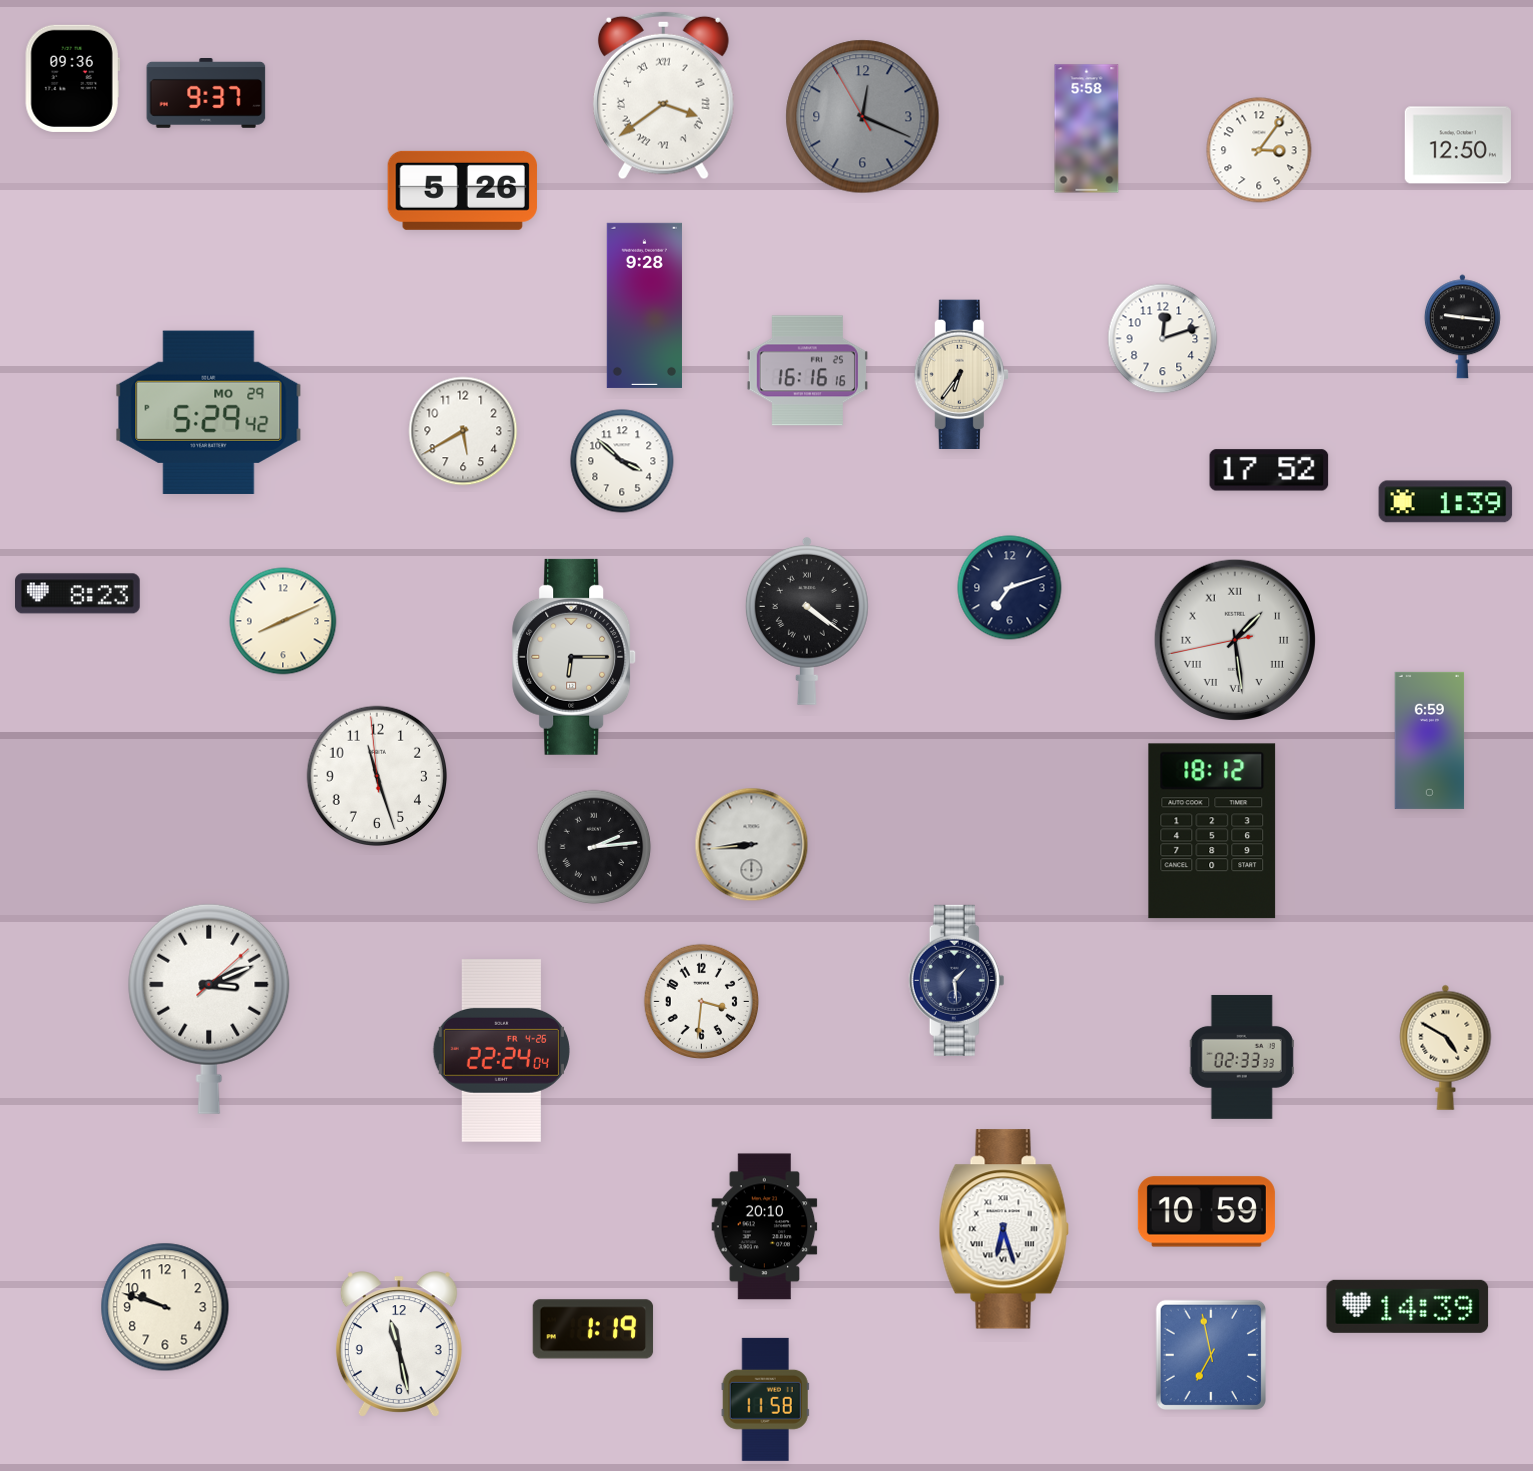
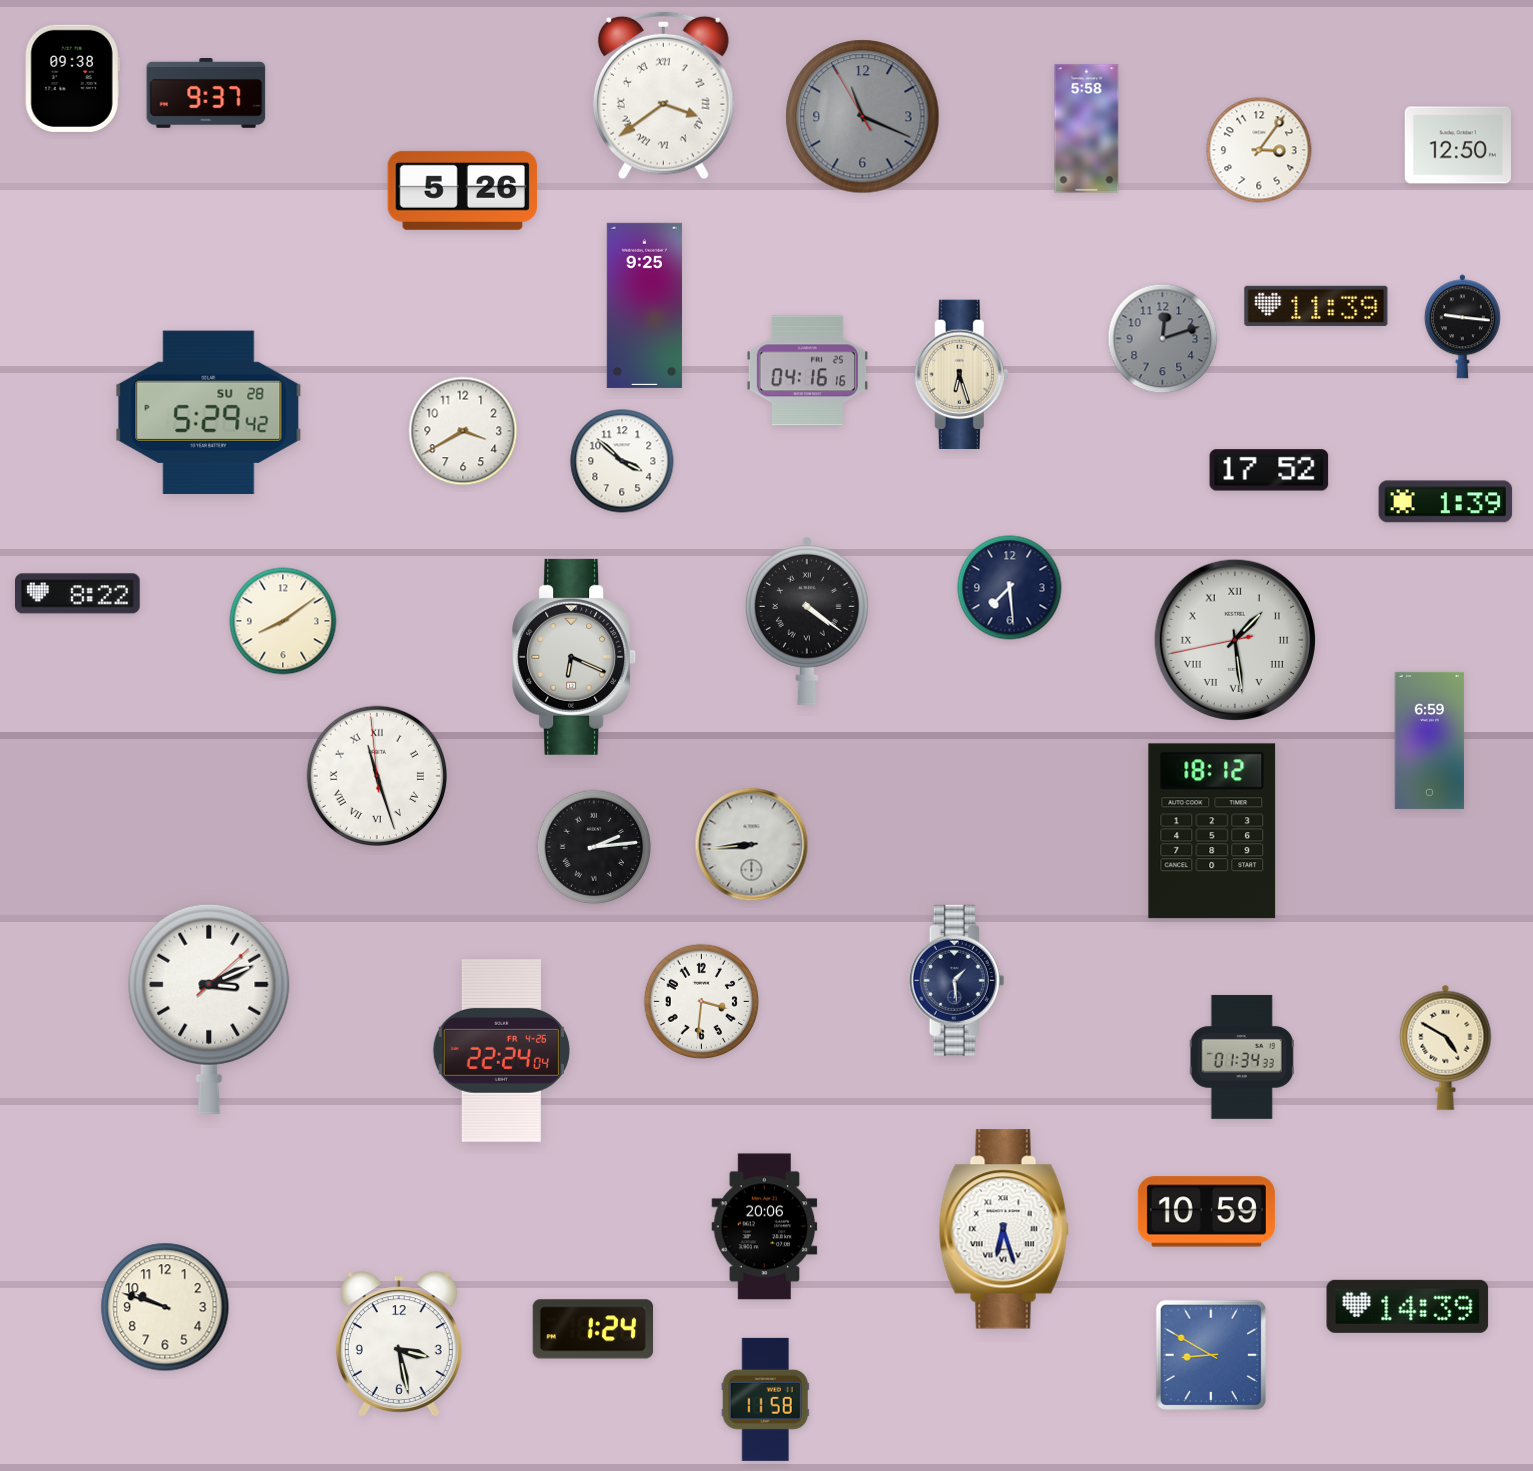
clock at (72, 78): 09:36 -> 09:38
clock at (863, 117): 12:18 -> 11:18
clock at (644, 305): 9:28 -> 9:25
clock at (1316, 306): none -> 11:39
clock at (1163, 339) dial: white -> grey
clock at (807, 371): 16:16 -> 04:16
clock at (961, 374): 6:36 -> 6:27
clock at (209, 412) date: MO 29 -> SU 28
clock at (463, 431): 5:40 -> 3:40
clock at (1010, 588): 7:12 -> 7:29
clock at (78, 594): 8:23 -> 8:22
clock at (283, 621): 8:11 -> 8:09
clock at (575, 657): 6:15 -> 6:19
clock at (376, 775) numerals: Arabic -> Roman
clock at (1242, 1057): 02:33 -> 01:34
clock at (765, 1227): 20:10 -> 20:06
clock at (593, 1329): 1:19 -> 1:24
clock at (399, 1344): 11:28 -> 3:28
clock at (1210, 1354): 6:58 -> 8:50
